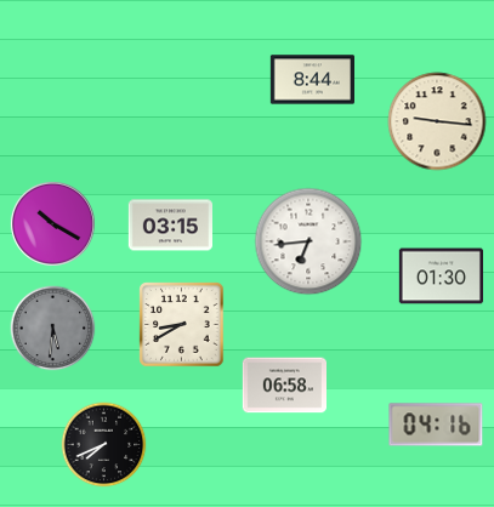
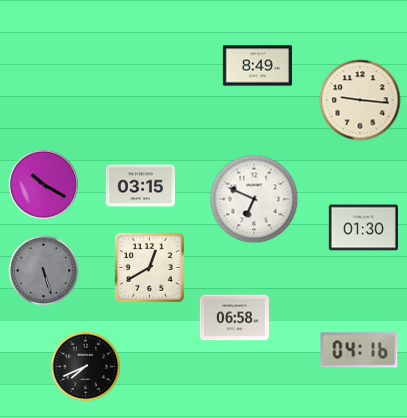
clock at (312, 80): 8:44 -> 8:49
clock at (308, 241): 6:44 -> 6:49
clock at (182, 325): 8:40 -> 12:40
clock at (53, 329): 5:31 -> 5:27
